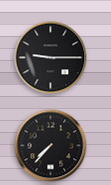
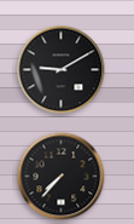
clock at (51, 58): 9:15 -> 9:10
